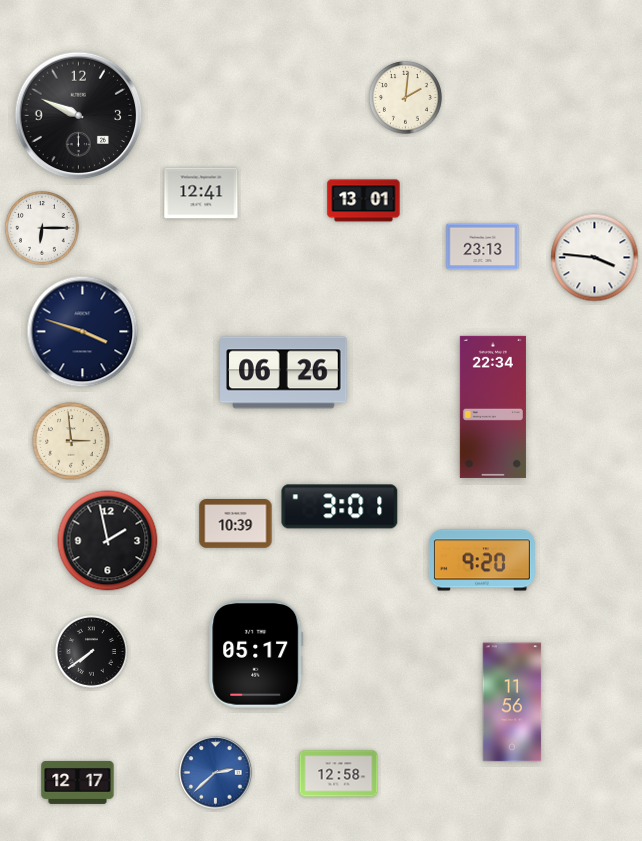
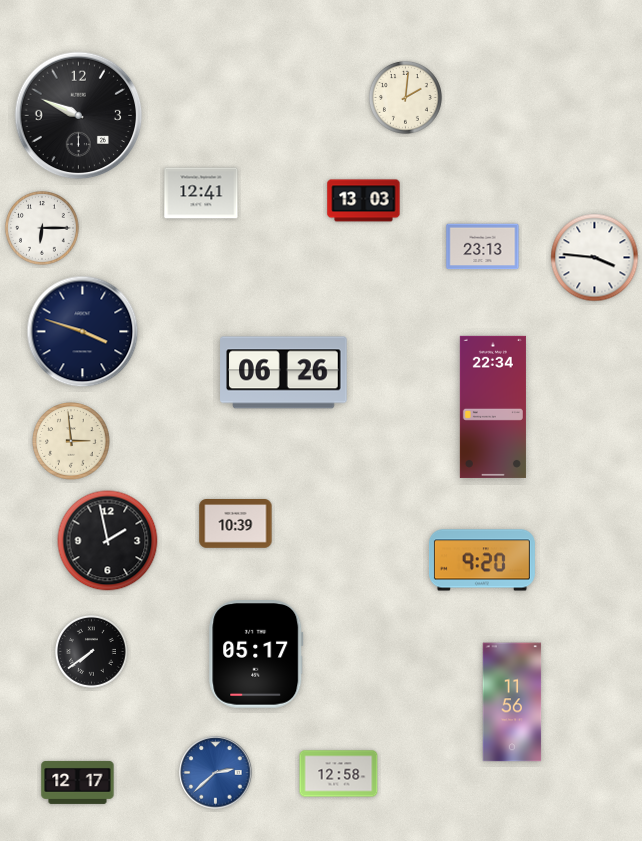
clock at (364, 201): 13:01 -> 13:03
clock at (340, 507): 3:01 -> none
